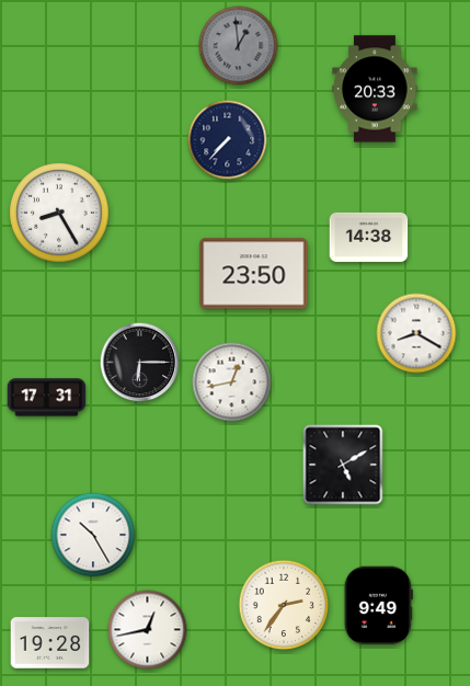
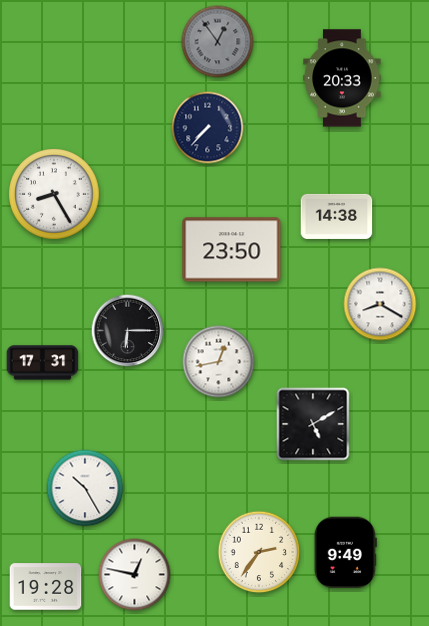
clock at (239, 46): 12:59 -> 12:54
clock at (375, 89) position: (375, 89) -> (342, 78)
clock at (232, 382) position: (232, 382) -> (219, 362)
clock at (148, 630): 12:43 -> 12:47
